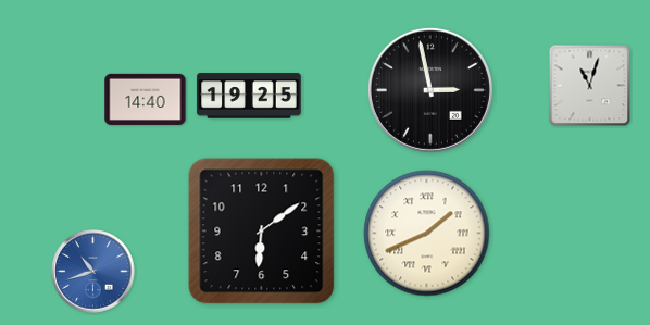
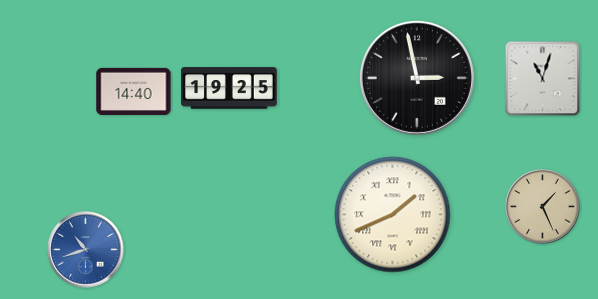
clock at (430, 90) position: (430, 90) -> (417, 78)
clock at (543, 207): none -> 1:26
clock at (262, 232): 6:09 -> none
